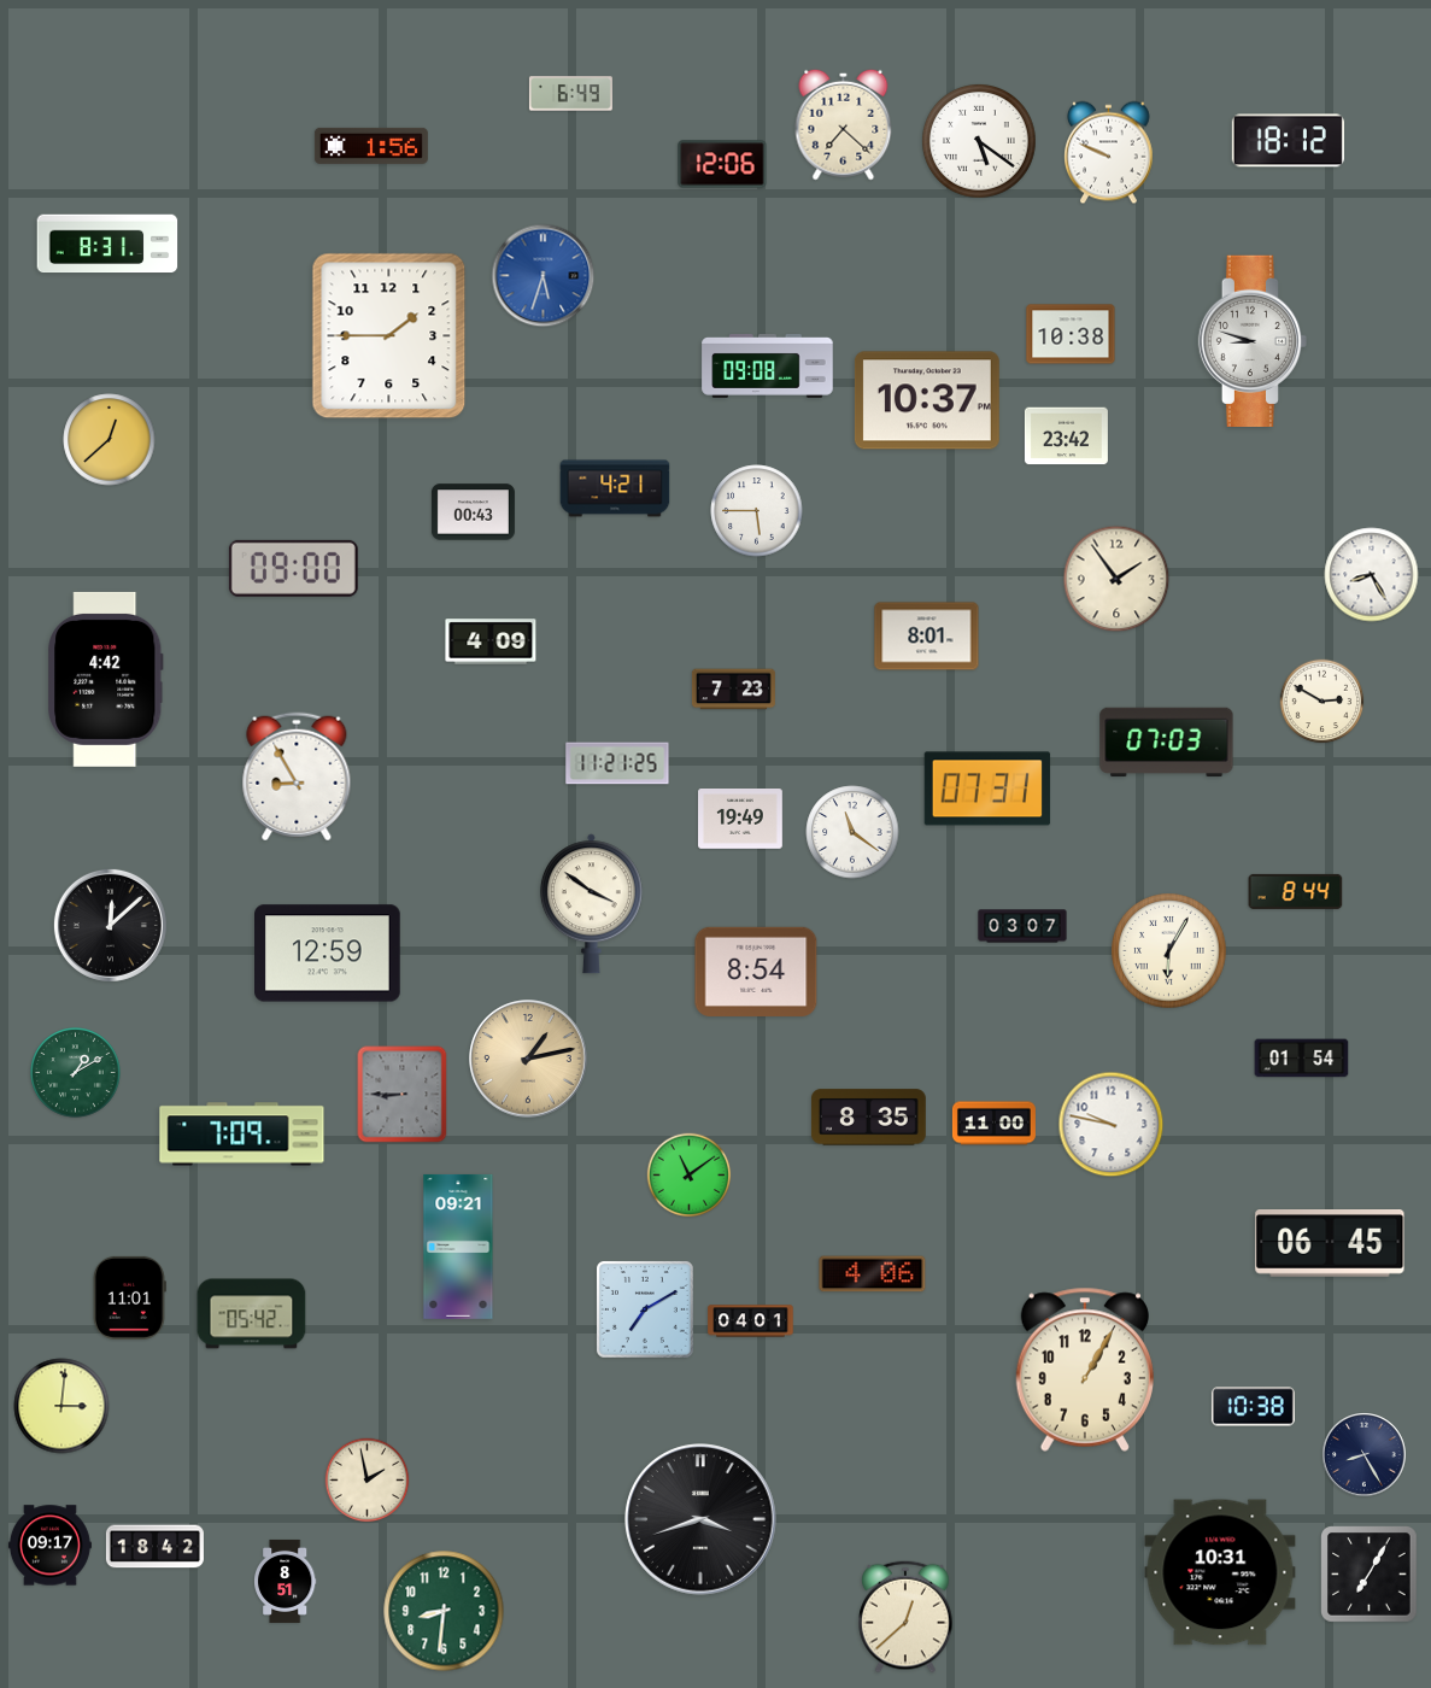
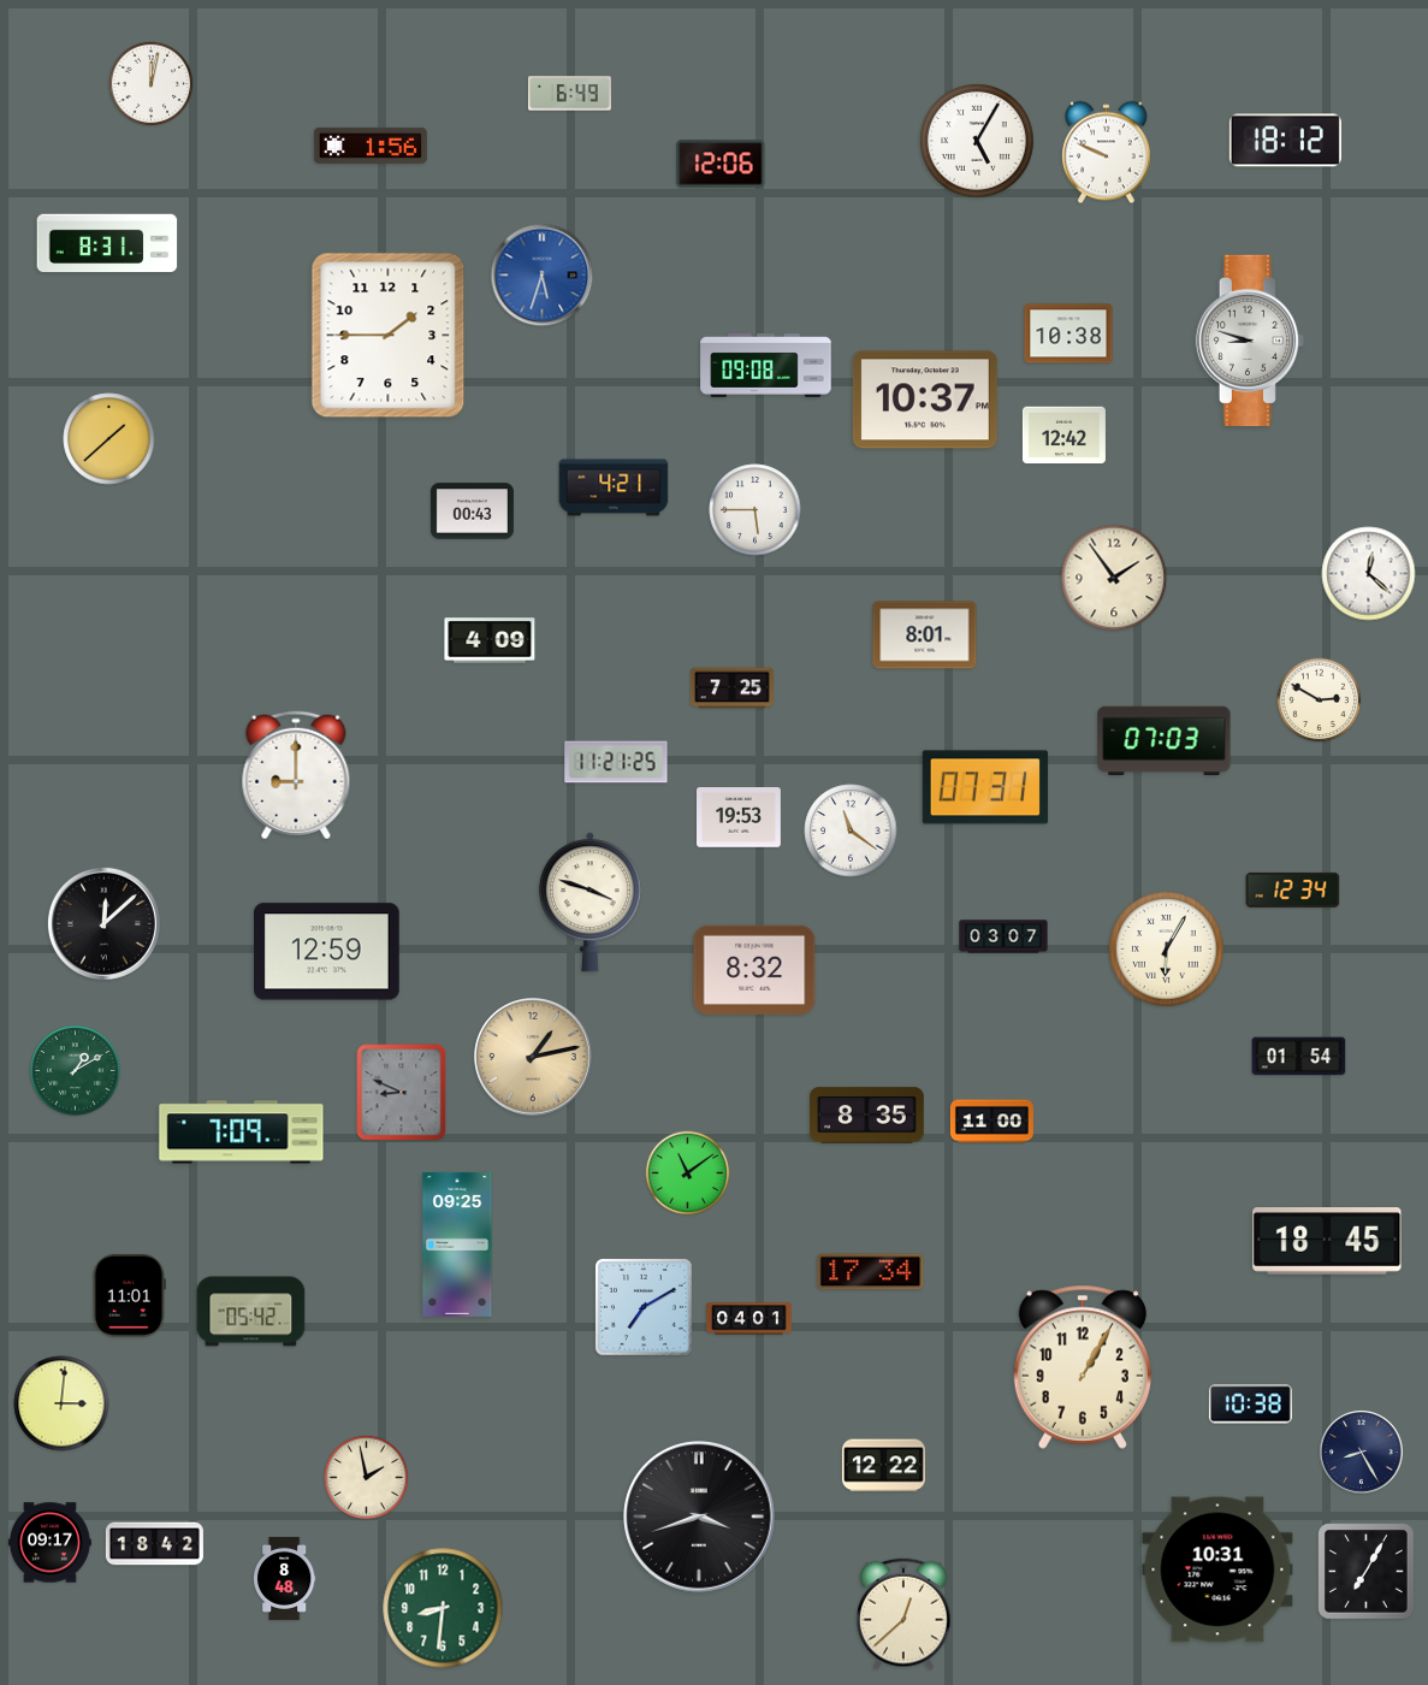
clock at (152, 84): none -> 12:02
clock at (844, 124): 7:22 -> none
clock at (980, 141): 5:21 -> 5:05
clock at (1066, 436): 23:42 -> 12:42
clock at (110, 440): 12:38 -> 1:38
clock at (293, 568): 09:00 -> none
clock at (1372, 575): 8:25 -> 12:22
clock at (106, 679): 4:42 -> none
clock at (733, 690): 7:23 -> 7:25
clock at (297, 776): 8:55 -> 9:00
clock at (741, 820): 19:49 -> 19:53
clock at (1296, 891): 8:44 -> 12:34
clock at (591, 904): 3:51 -> 3:48
clock at (110, 925) position: (110, 925) -> (103, 923)
clock at (1022, 926) position: (1022, 926) -> (1003, 936)
clock at (756, 972): 8:54 -> 8:32
clock at (528, 1059) position: (528, 1059) -> (533, 1057)
clock at (403, 1095): 8:45 -> 8:49
clock at (1112, 1125): 9:47 -> none
clock at (1330, 1244): 06:45 -> 18:45
clock at (458, 1247): 09:21 -> 09:25
clock at (873, 1274): 4:06 -> 17:34
clock at (883, 1466): none -> 12:22
clock at (285, 1581): 8:51 -> 8:48
